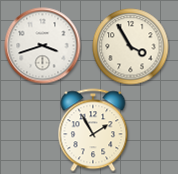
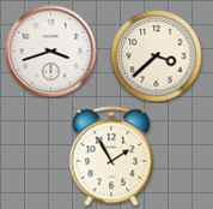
clock at (43, 46) position: (43, 46) -> (51, 52)
clock at (131, 47): 3:55 -> 3:38
